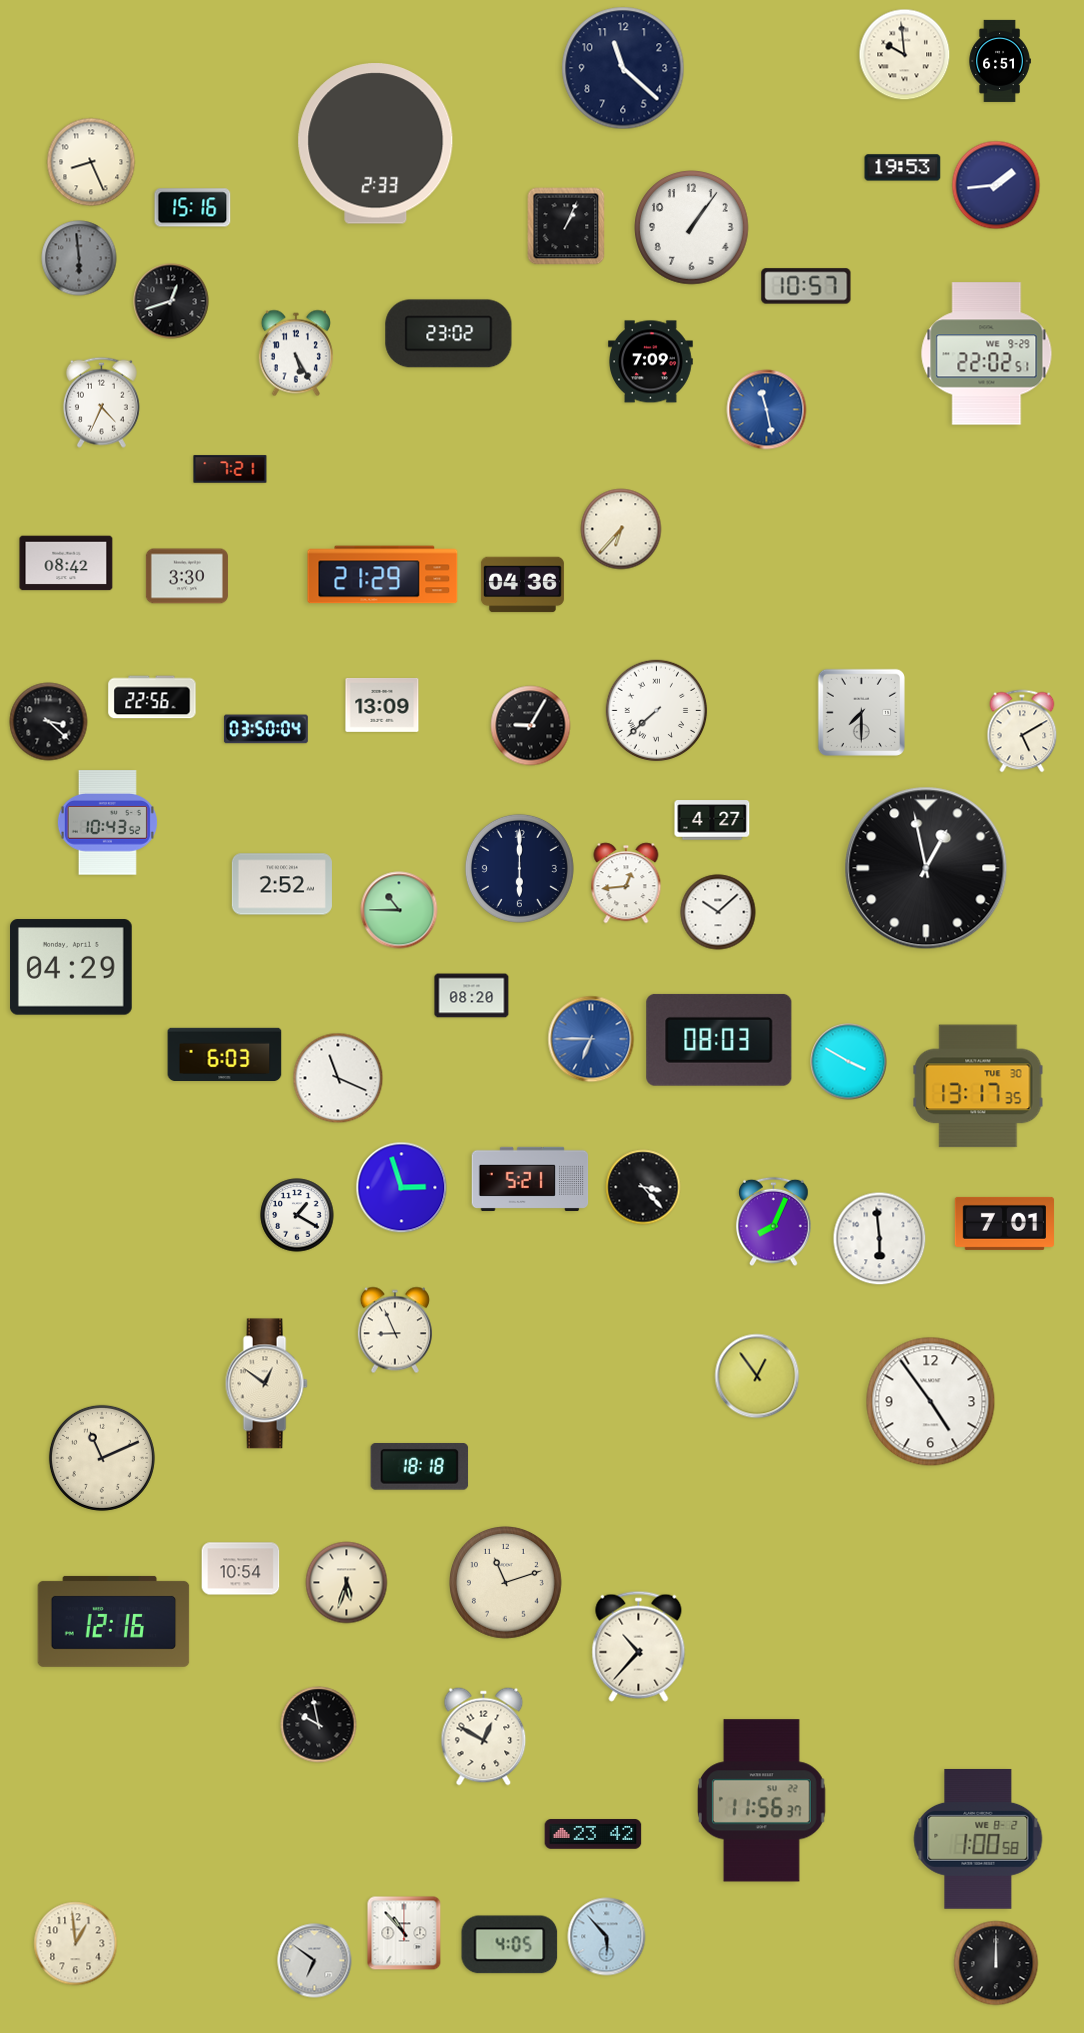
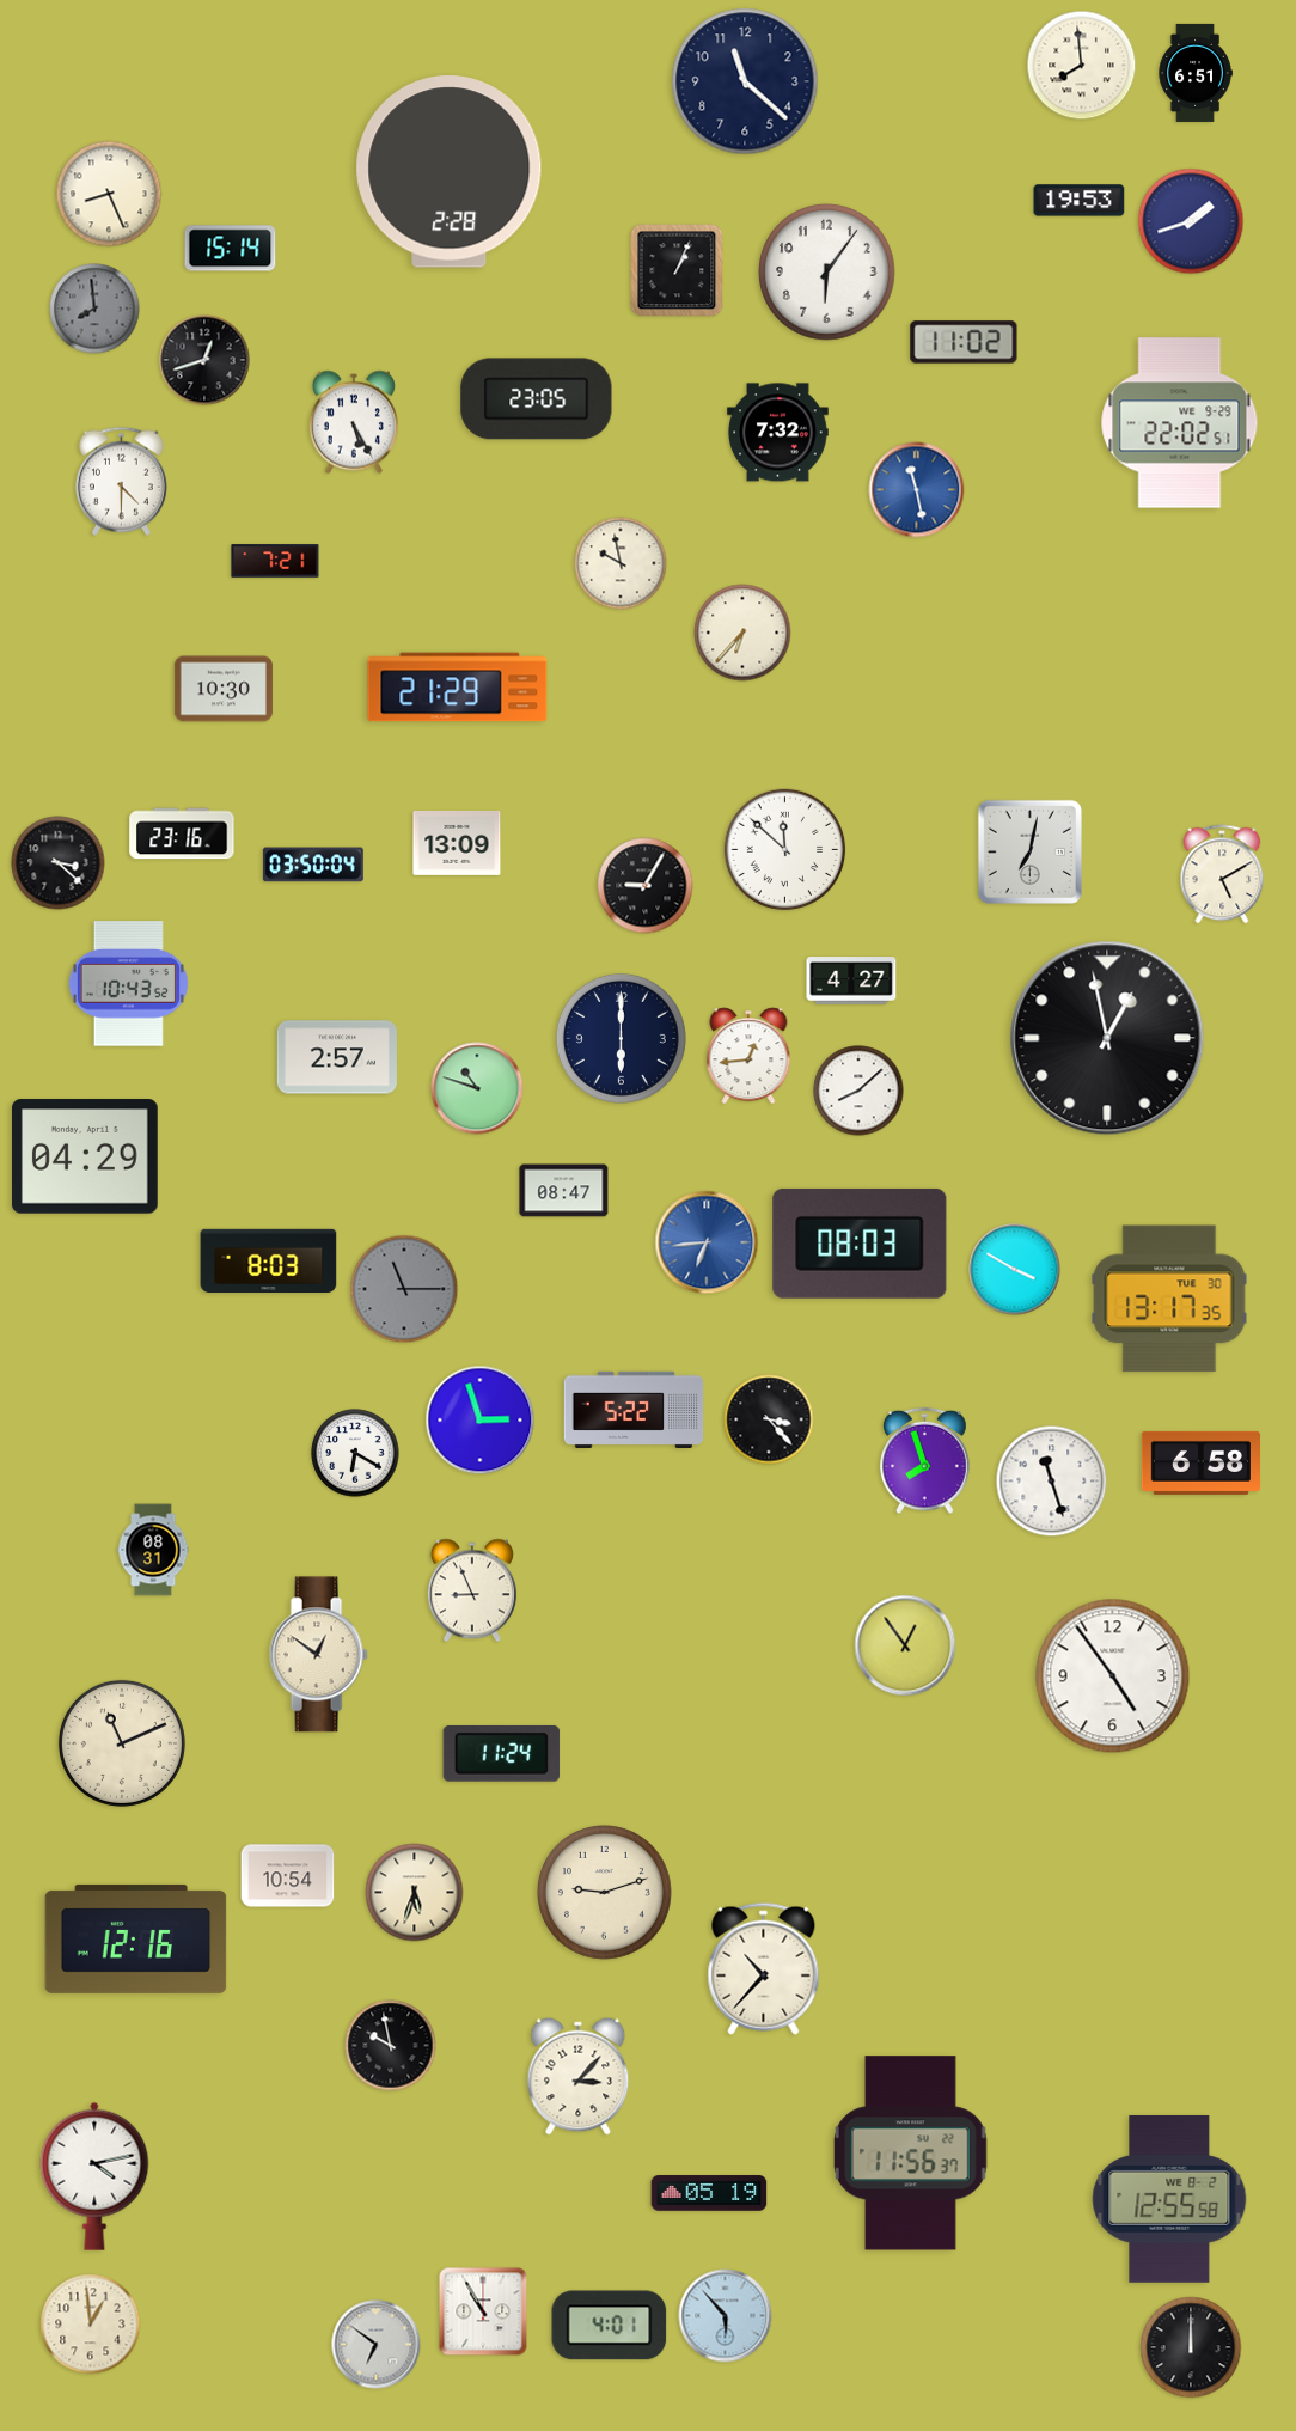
clock at (905, 55): 9:59 -> 7:59
clock at (376, 144): 2:33 -> 2:28
clock at (996, 185): 1:44 -> 1:42
clock at (193, 208): 15:16 -> 15:14
clock at (692, 228): 1:06 -> 6:06
clock at (79, 258): 5:59 -> 7:59
clock at (806, 286): 10:57 -> 11:02
clock at (449, 334): 23:02 -> 23:05
clock at (651, 362): 7:09 -> 7:32
clock at (101, 402): 4:34 -> 4:30
clock at (621, 563): none -> 9:58
clock at (66, 563): 08:42 -> none
clock at (187, 576): 3:30 -> 10:30
clock at (522, 585): 04:36 -> none
clock at (152, 697): 22:56 -> 23:16
clock at (657, 711): 7:38 -> 11:52
clock at (861, 712): 7:30 -> 7:02
clock at (531, 726) position: (531, 726) -> (646, 886)
clock at (266, 729) position: (266, 729) -> (313, 865)
clock at (282, 884): 2:52 -> 2:57
clock at (399, 910): 10:45 -> 10:48
clock at (718, 912): 10:08 -> 8:08
clock at (472, 996): 08:20 -> 08:47
clock at (591, 1039): 6:45 -> 6:44
clock at (225, 1054): 6:03 -> 8:03
clock at (338, 1078): 11:19 -> 11:15
clock at (338, 1078) dial: white -> grey
clock at (530, 1179): 5:21 -> 5:22
clock at (297, 1215): 1:20 -> 6:20
clock at (774, 1222): 8:04 -> 7:57
clock at (1004, 1223): 7:01 -> 6:58
clock at (880, 1239): 5:59 -> 11:27
clock at (153, 1550): none -> 08:31
clock at (420, 1467): 18:18 -> 11:24
clock at (506, 1583): 11:12 -> 9:12
clock at (319, 1725) position: (319, 1725) -> (391, 2046)
clock at (484, 1737): 12:50 -> 3:07
clock at (94, 2176): none -> 4:13
clock at (593, 1834): 23:42 -> 05:19
clock at (978, 1839): 1:00 -> 12:55
clock at (404, 1933): 10:53 -> 10:55
clock at (510, 1945): 4:05 -> 4:01
